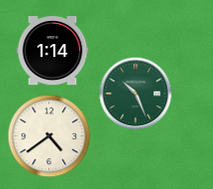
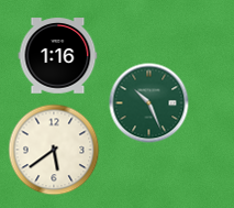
clock at (53, 51): 1:14 -> 1:16
clock at (49, 136): 4:39 -> 5:39
